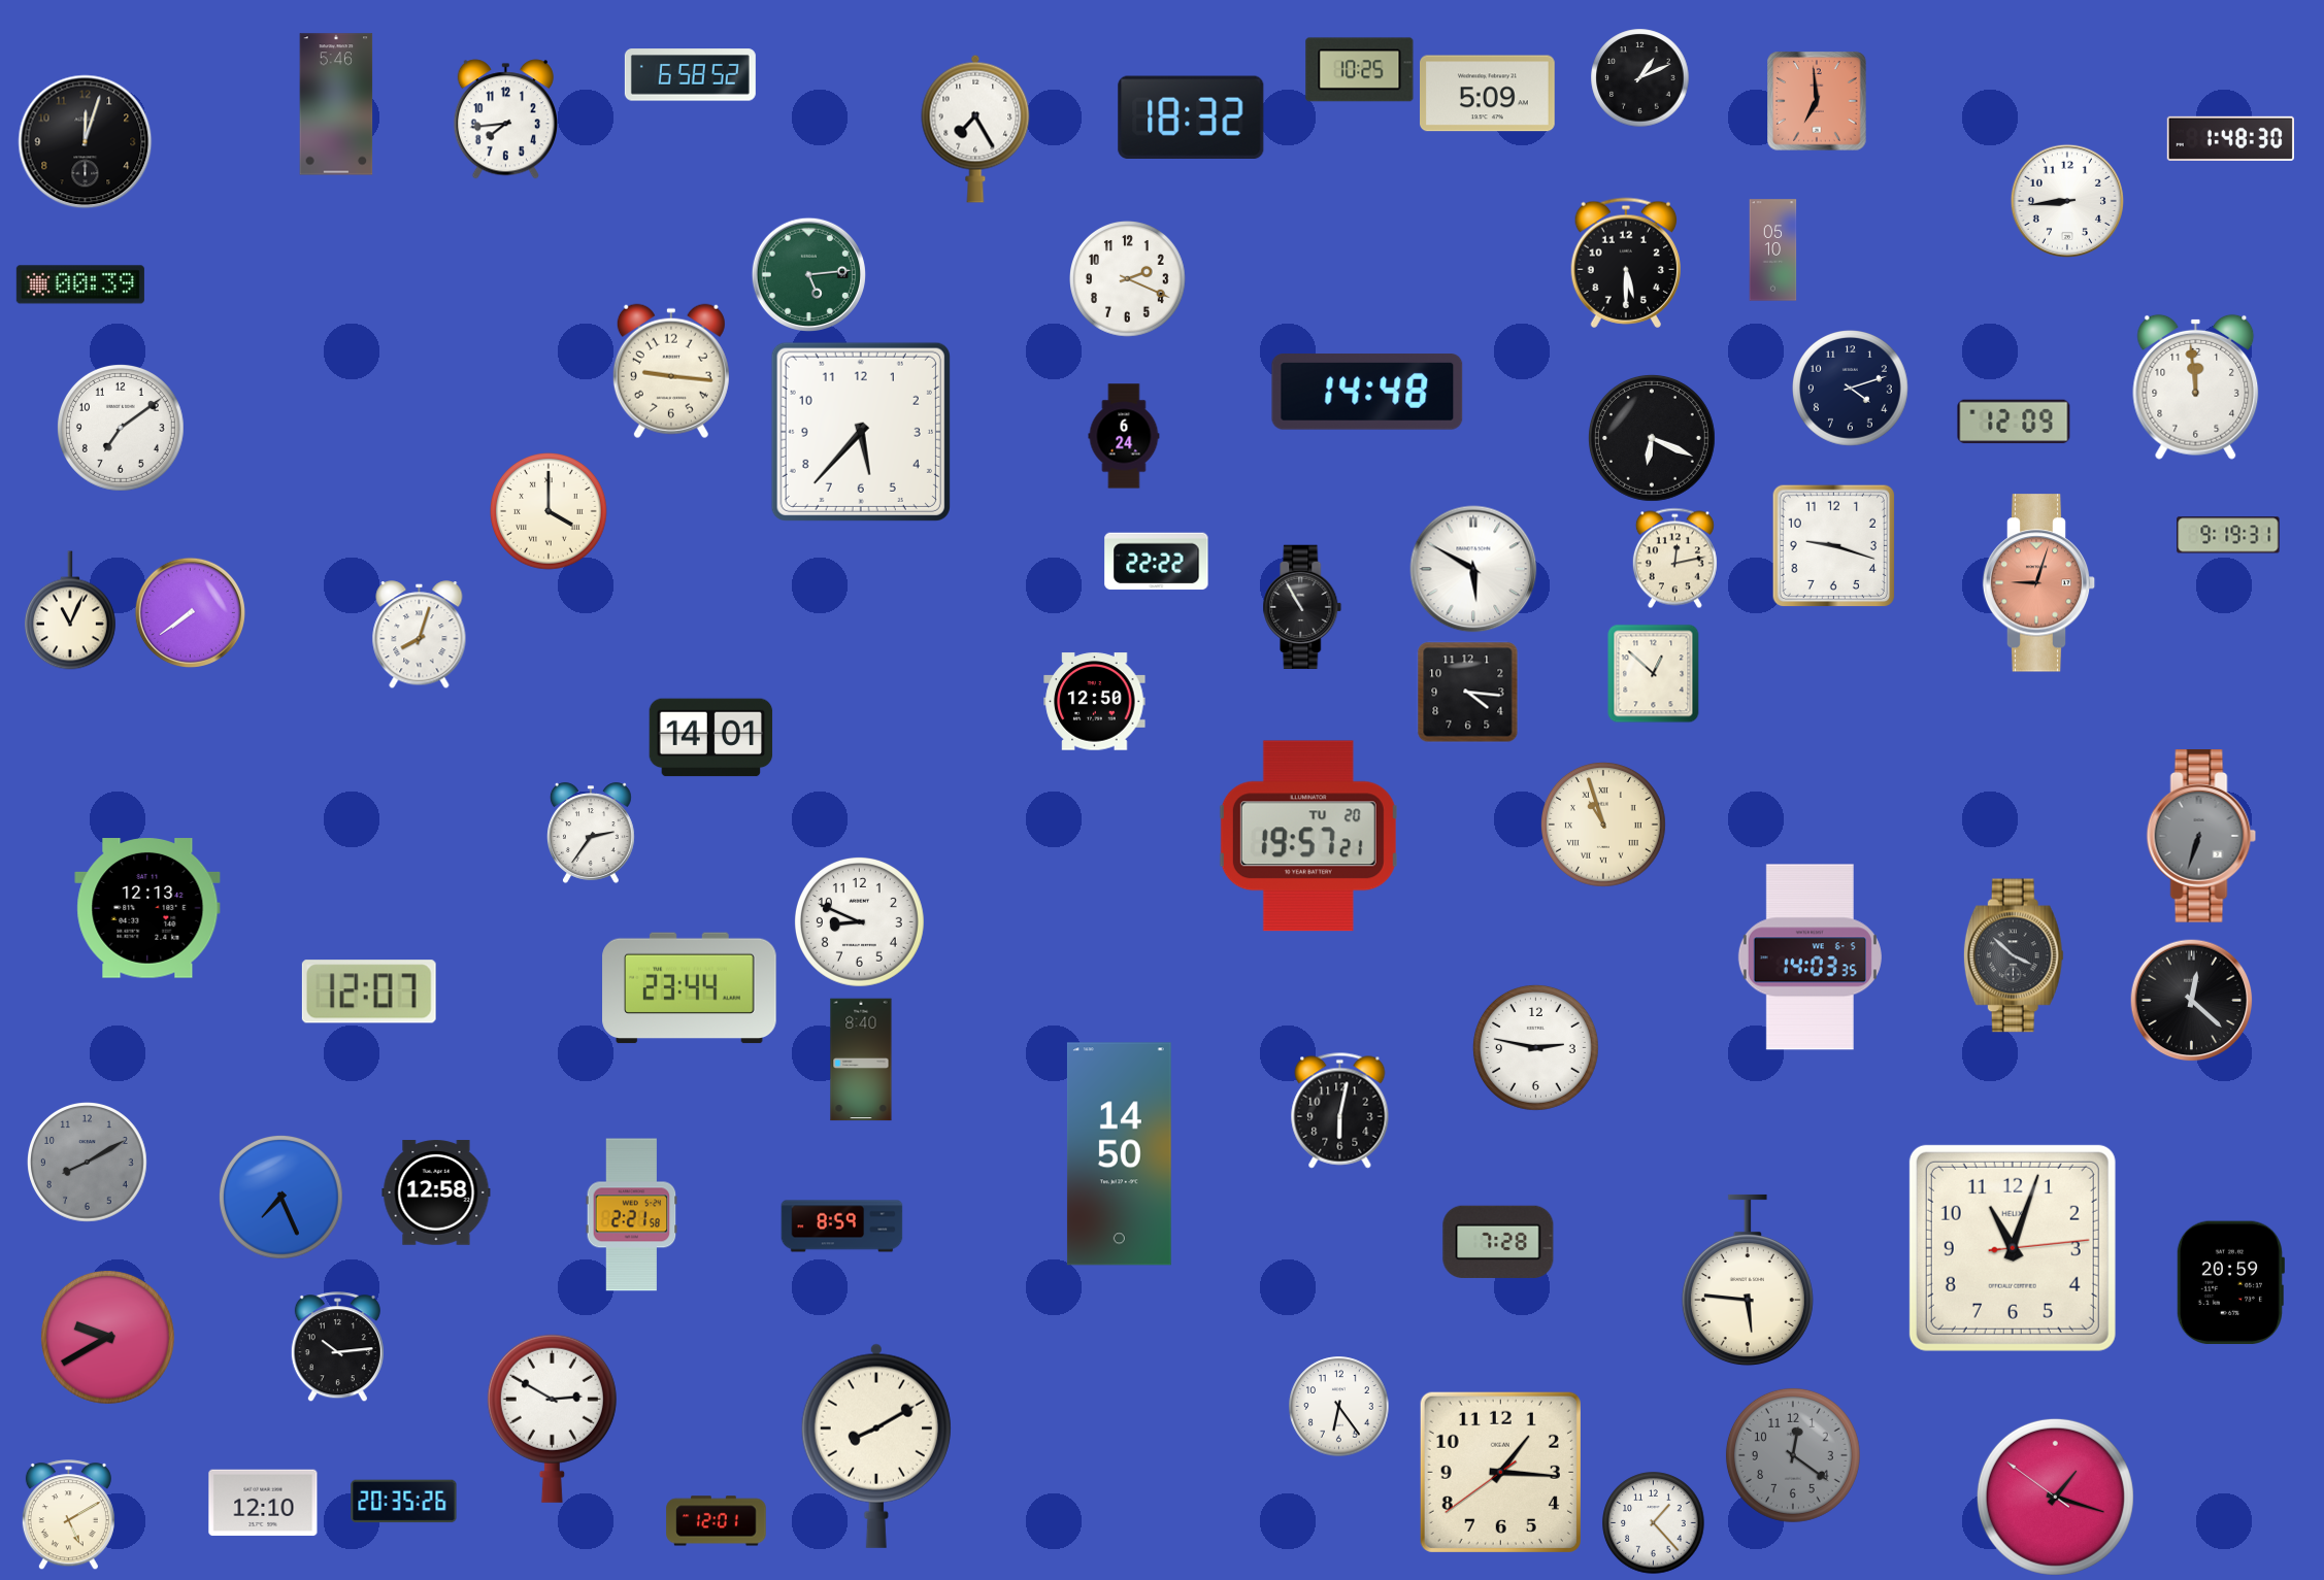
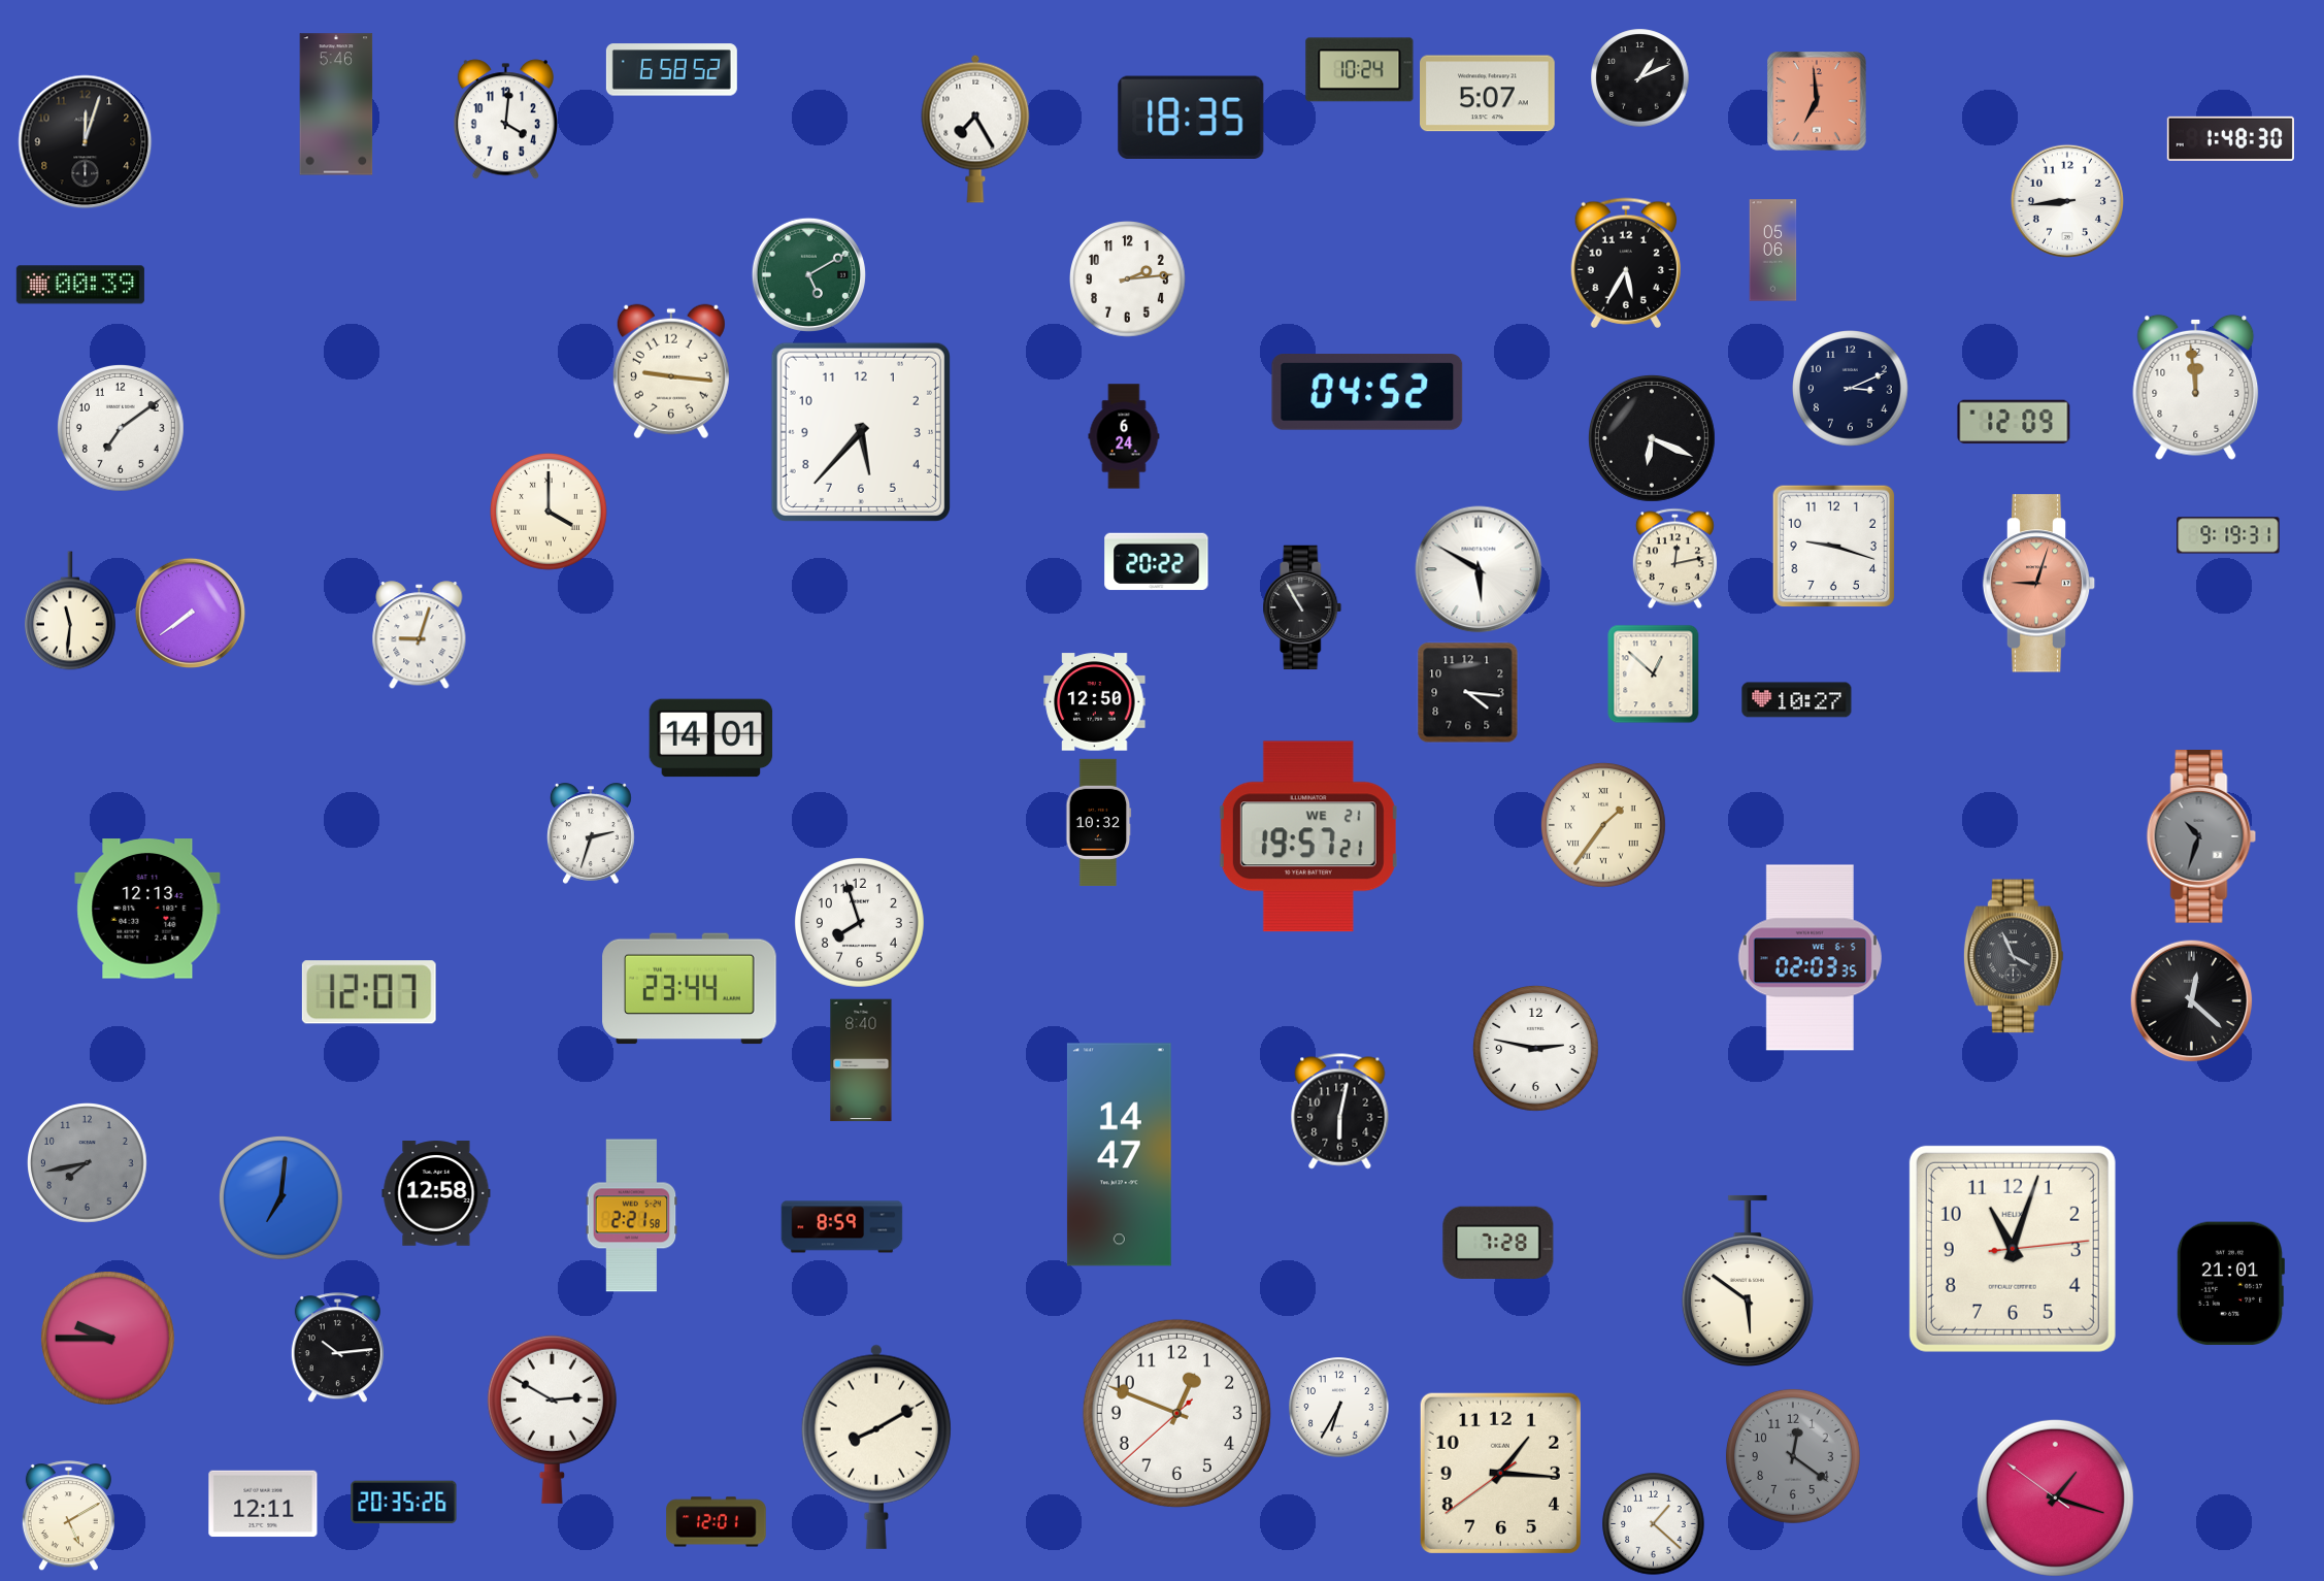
clock at (1360, 70): 10:25 -> 10:24
clock at (690, 75) position: (690, 75) -> (671, 70)
clock at (1488, 94): 5:09 -> 5:07
clock at (1191, 117): 18:32 -> 18:35
clock at (505, 120): 7:44 -> 4:01
clock at (1773, 250): 05:10 -> 05:06
clock at (1625, 263): 5:30 -> 5:35
clock at (808, 274): 5:14 -> 5:10
clock at (1128, 279): 2:19 -> 2:14
clock at (1851, 389): 4:12 -> 3:11
clock at (1367, 392): 14:48 -> 04:52
clock at (1157, 562): 22:22 -> 20:22
clock at (1473, 569) position: (1473, 569) -> (1479, 569)
clock at (70, 610): 11:04 -> 11:31
clock at (420, 635): 8:03 -> 9:03
clock at (1797, 700): none -> 10:27
clock at (1099, 822): none -> 10:32
clock at (1603, 825): 10:57 -> 1:36
clock at (591, 833): 2:36 -> 2:33
clock at (1308, 836) date: TU 20 -> WE 21
clock at (2201, 837): 6:33 -> 10:33
clock at (859, 921): 8:49 -> 7:57
clock at (2014, 955): 3:52 -> 3:56
clock at (1810, 957): 14:03 -> 02:03
clock at (1119, 1154): 14:50 -> 14:47
clock at (88, 1163): 8:10 -> 7:43
clock at (280, 1197): 7:26 -> 7:01
clock at (1748, 1280): 5:46 -> 5:51
clock at (2229, 1282): 20:59 -> 21:01
clock at (107, 1337): 9:40 -> 9:45
clock at (1339, 1407): 6:24 -> 6:35
clock at (1176, 1413): none -> 12:48
clock at (263, 1503): 12:10 -> 12:11
clock at (1654, 1523): 1:23 -> 1:22
